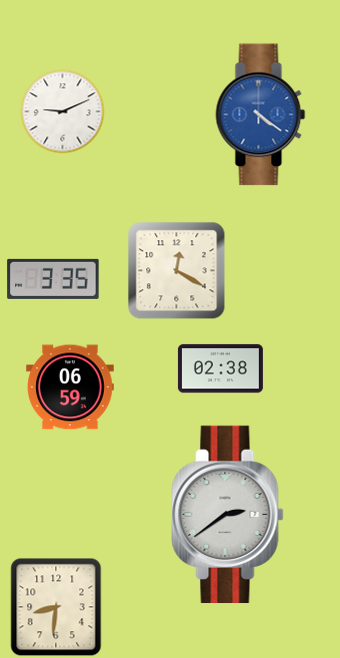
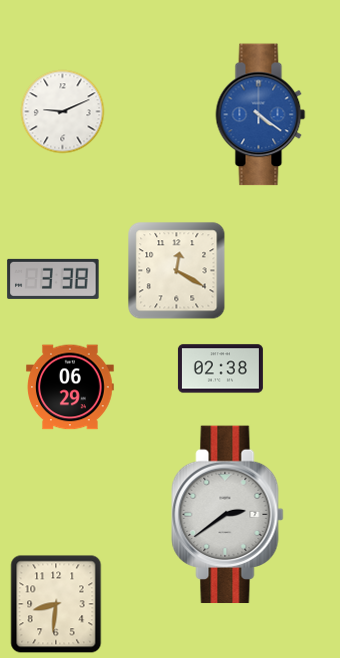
clock at (53, 279): 3:35 -> 3:38
clock at (70, 387): 06:59 -> 06:29
clock at (56, 607) position: (56, 607) -> (56, 604)
